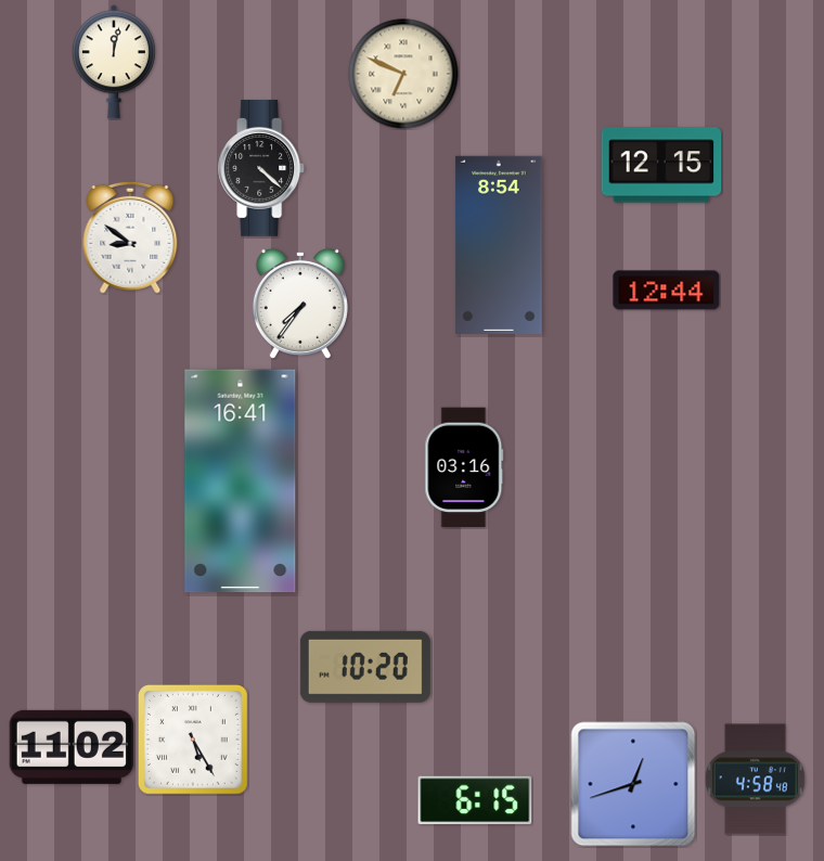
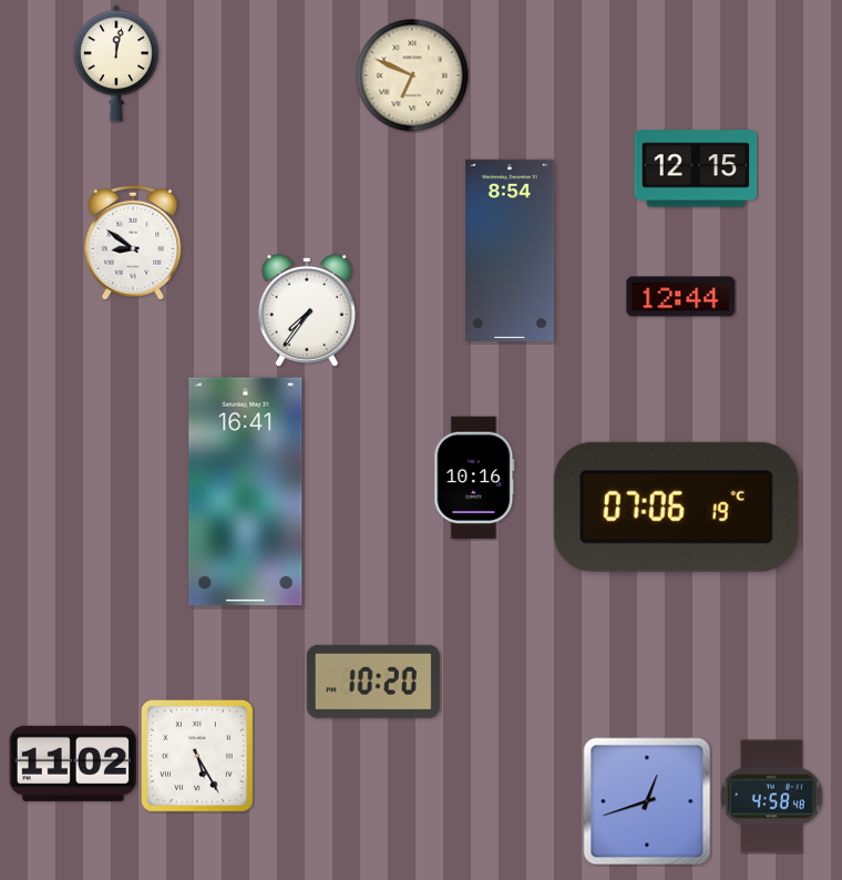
clock at (661, 165) position: (661, 165) -> (696, 168)
clock at (262, 169): 4:22 -> none
clock at (464, 467): 03:16 -> 10:16
clock at (676, 506): none -> 07:06
clock at (475, 800): 6:15 -> none
